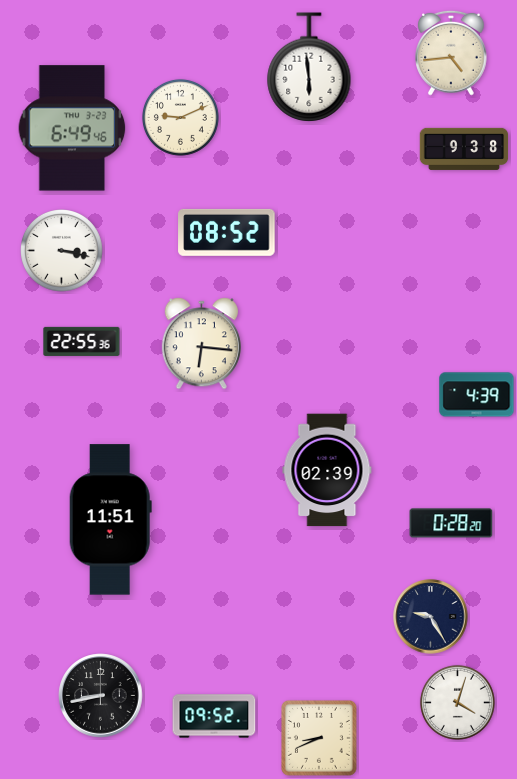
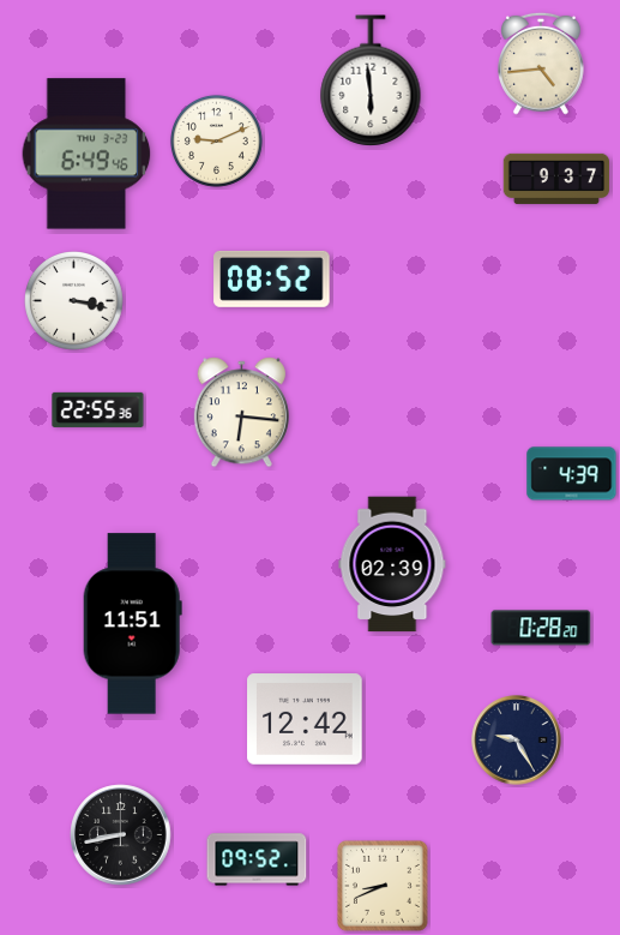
clock at (464, 149): 9:38 -> 9:37
clock at (305, 719): none -> 12:42
clock at (457, 702): 4:03 -> none
